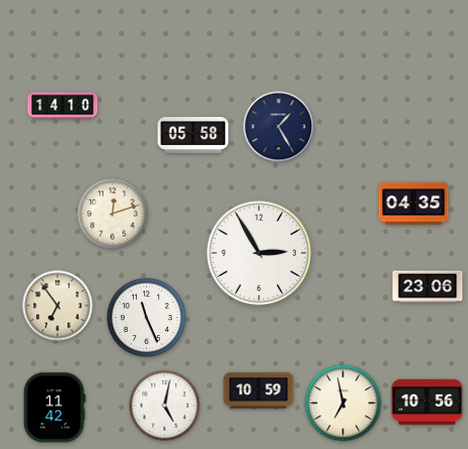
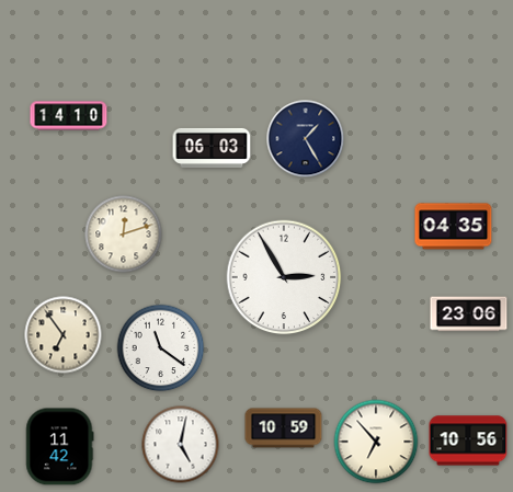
clock at (193, 135): 05:58 -> 06:03
clock at (414, 204) position: (414, 204) -> (454, 227)
clock at (147, 318): 11:26 -> 11:21
clock at (343, 403): 6:58 -> 6:53
